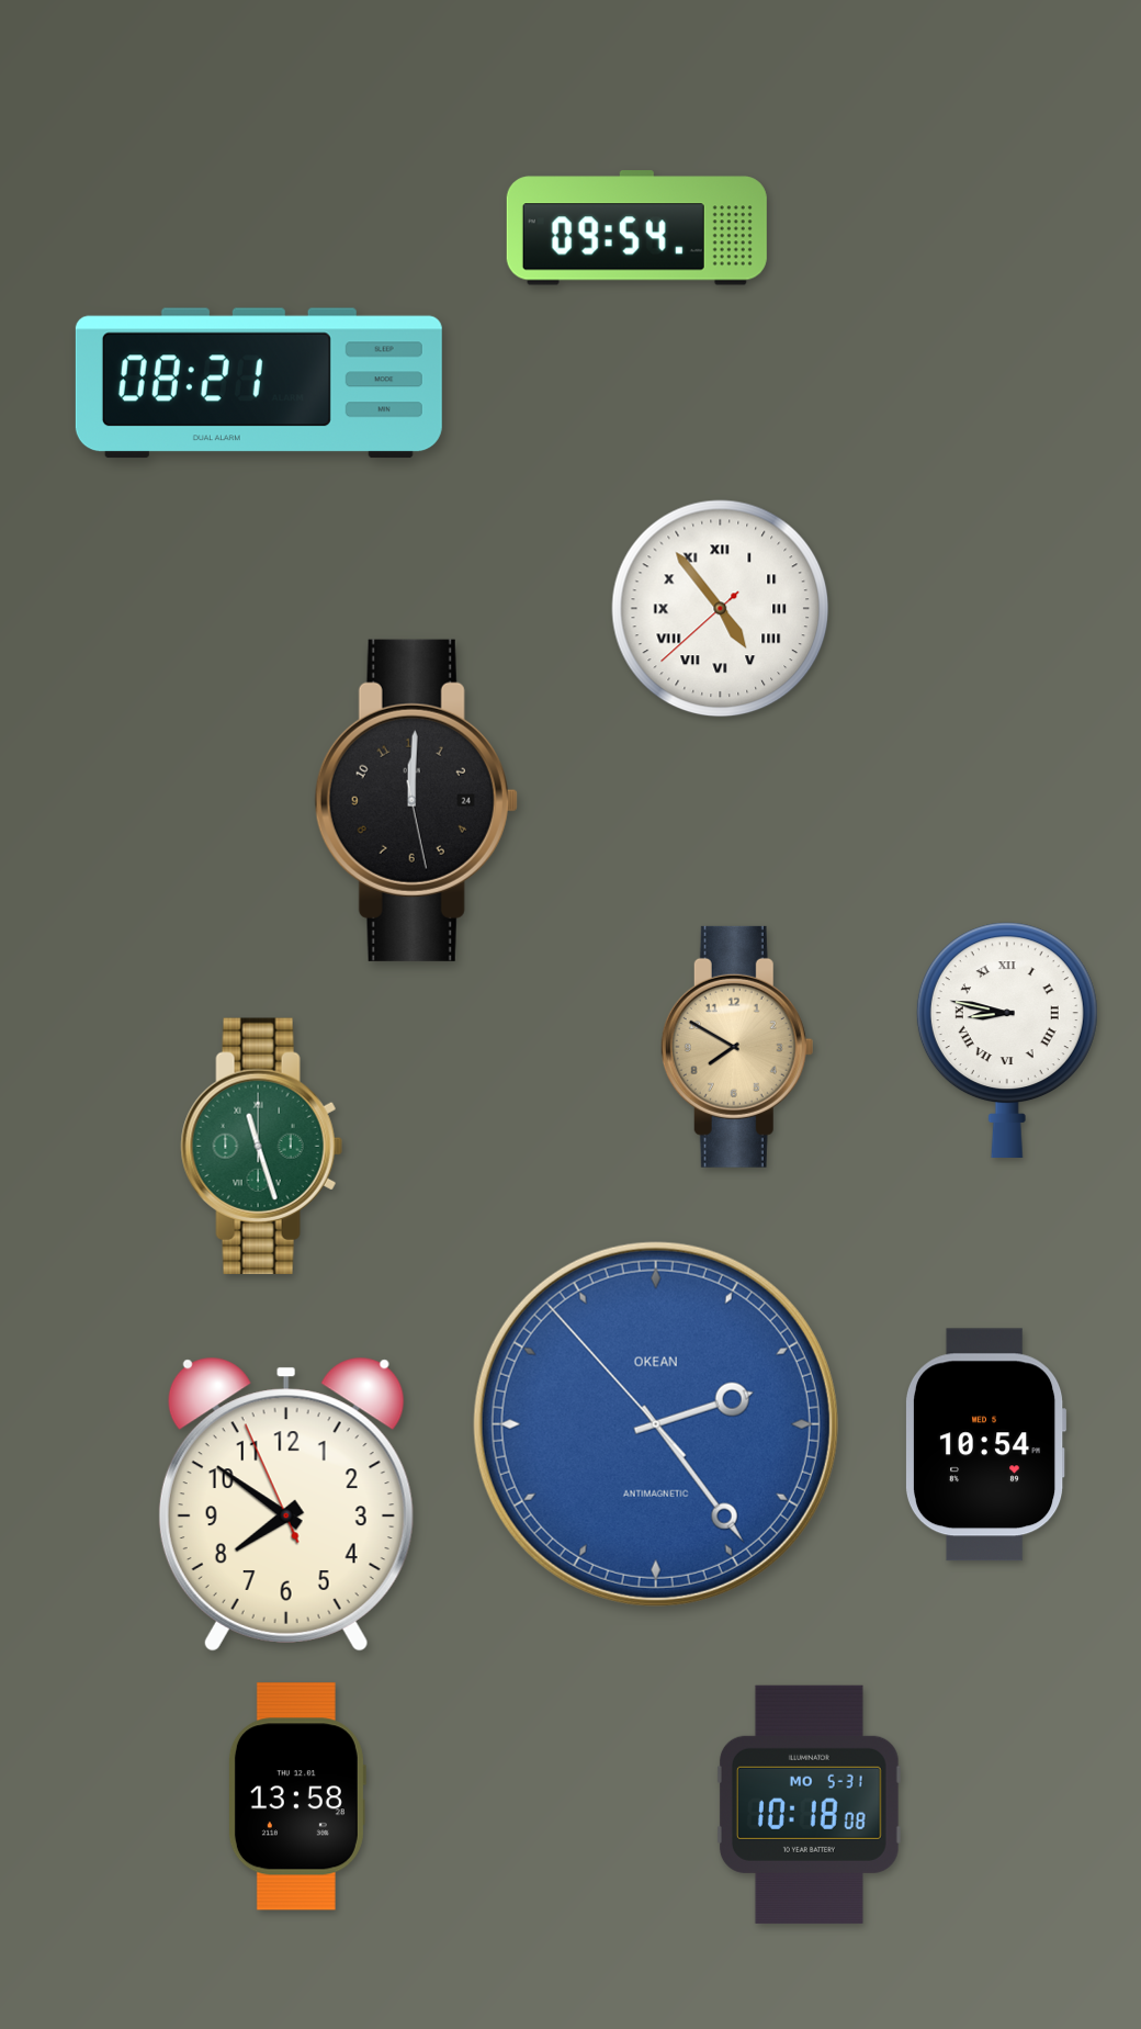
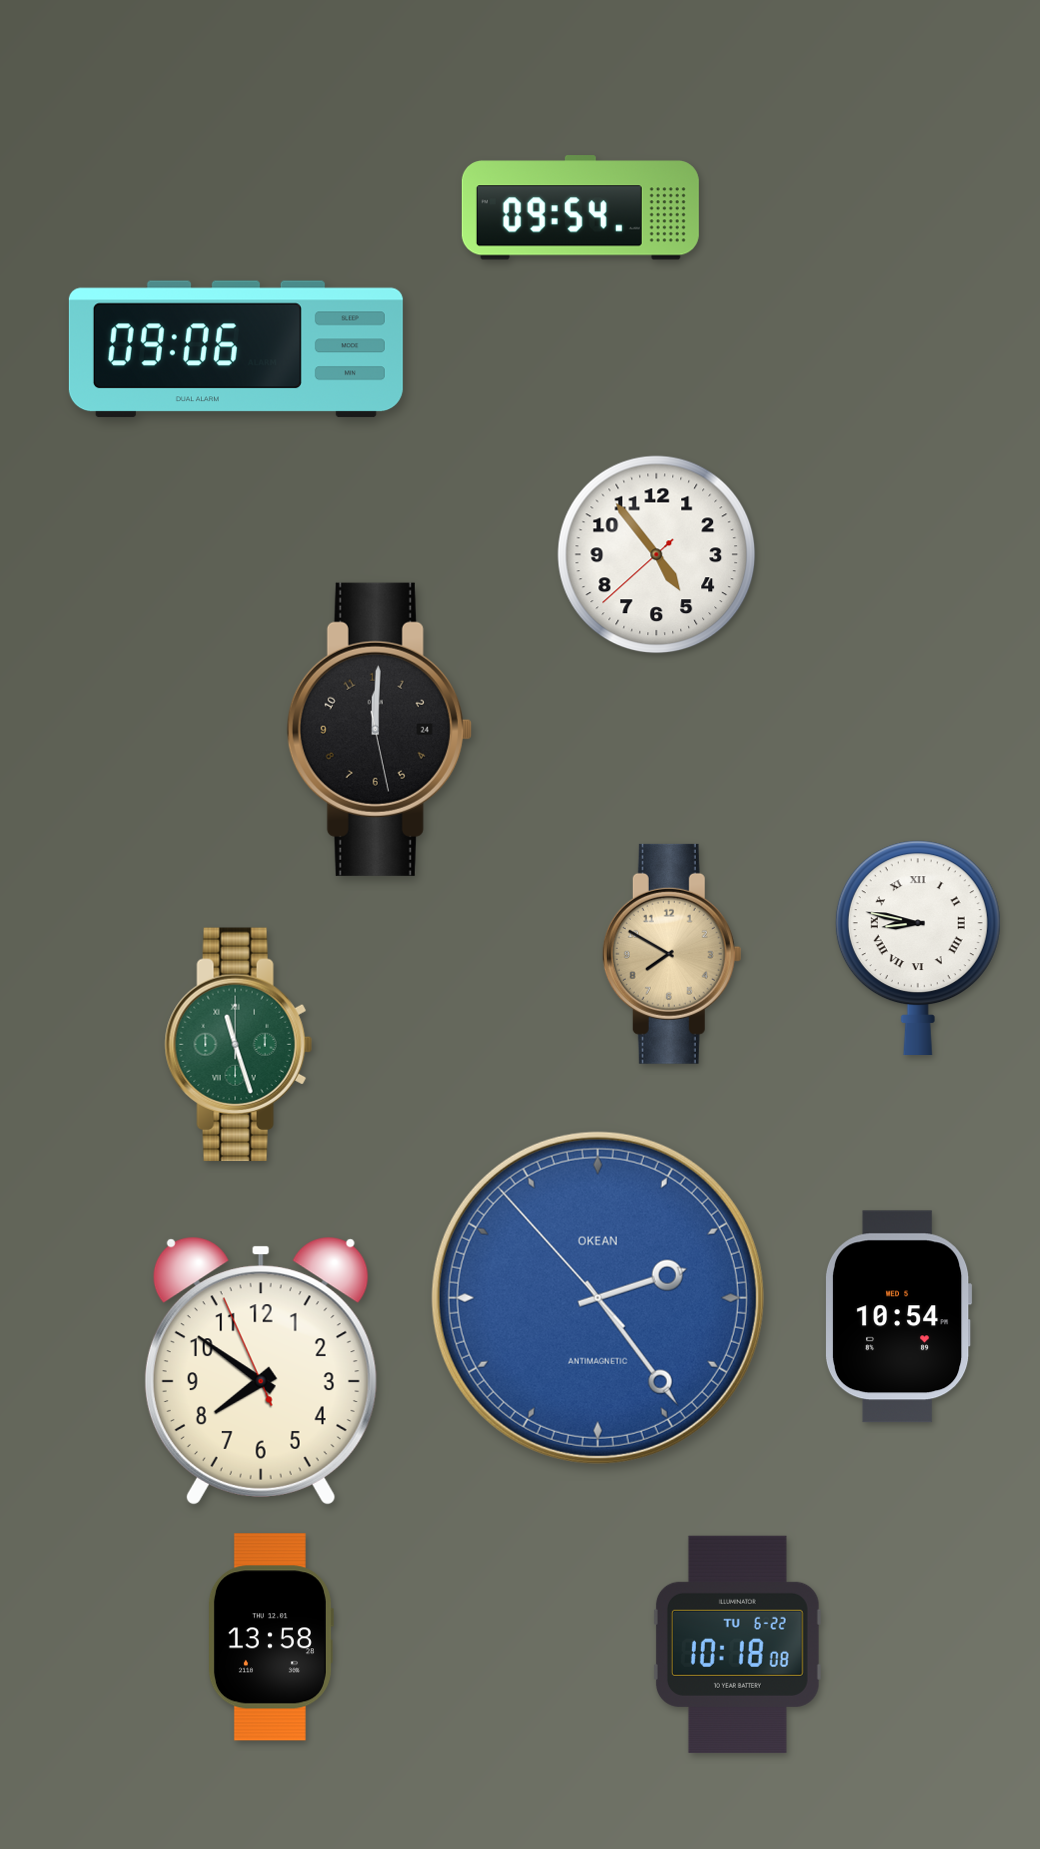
clock at (259, 383): 08:21 -> 09:06
clock at (721, 609) numerals: Roman -> Arabic
clock at (809, 1804) date: MO 5-31 -> TU 6-22
